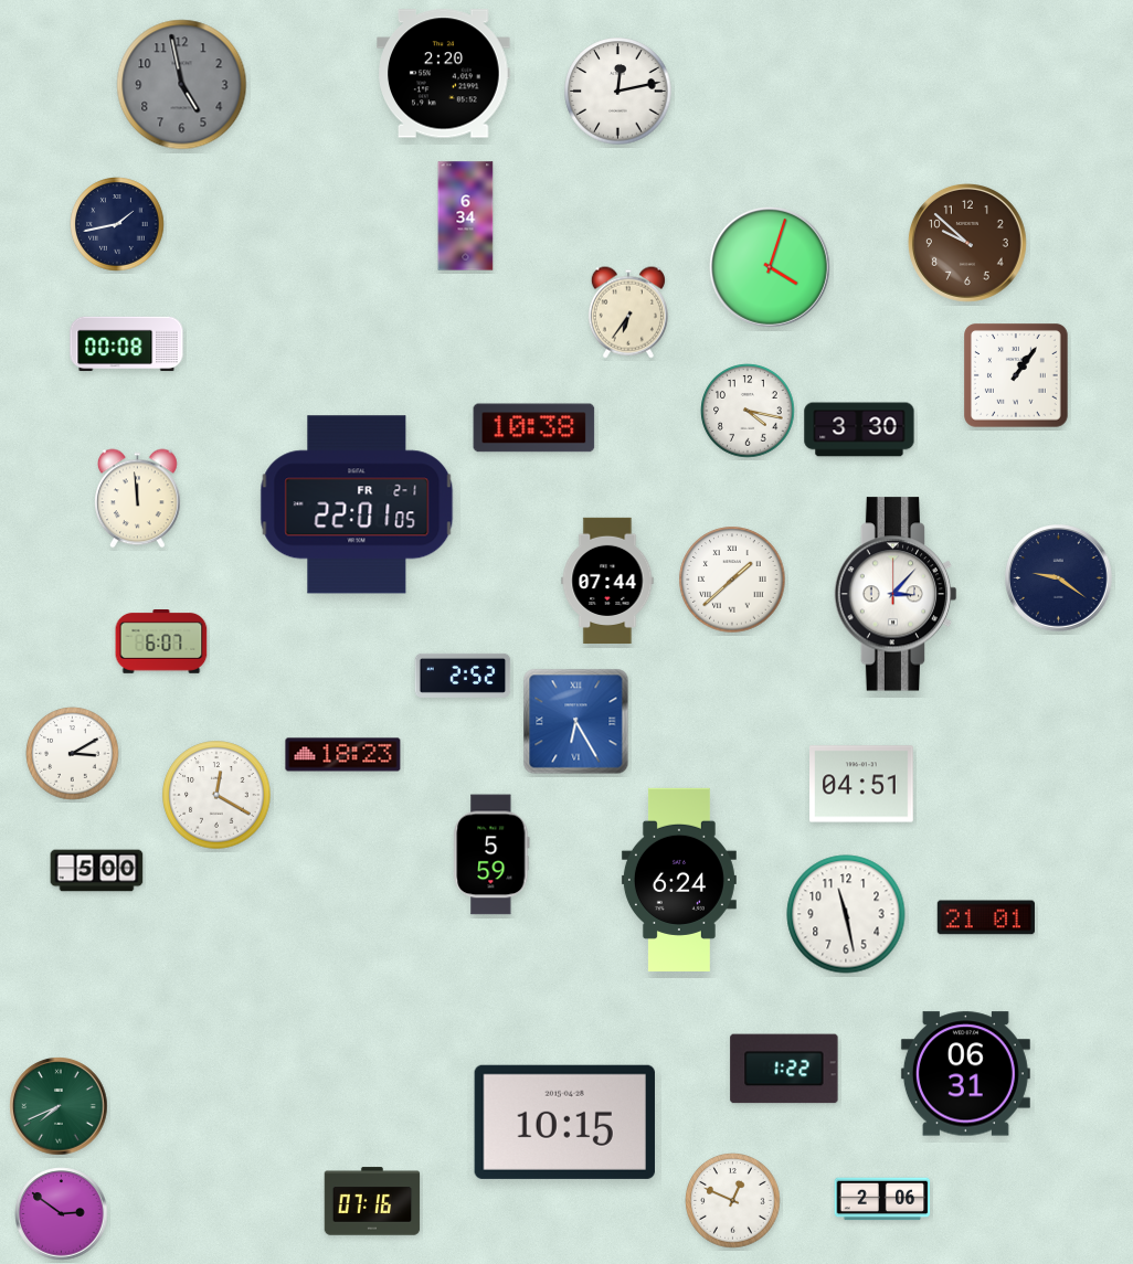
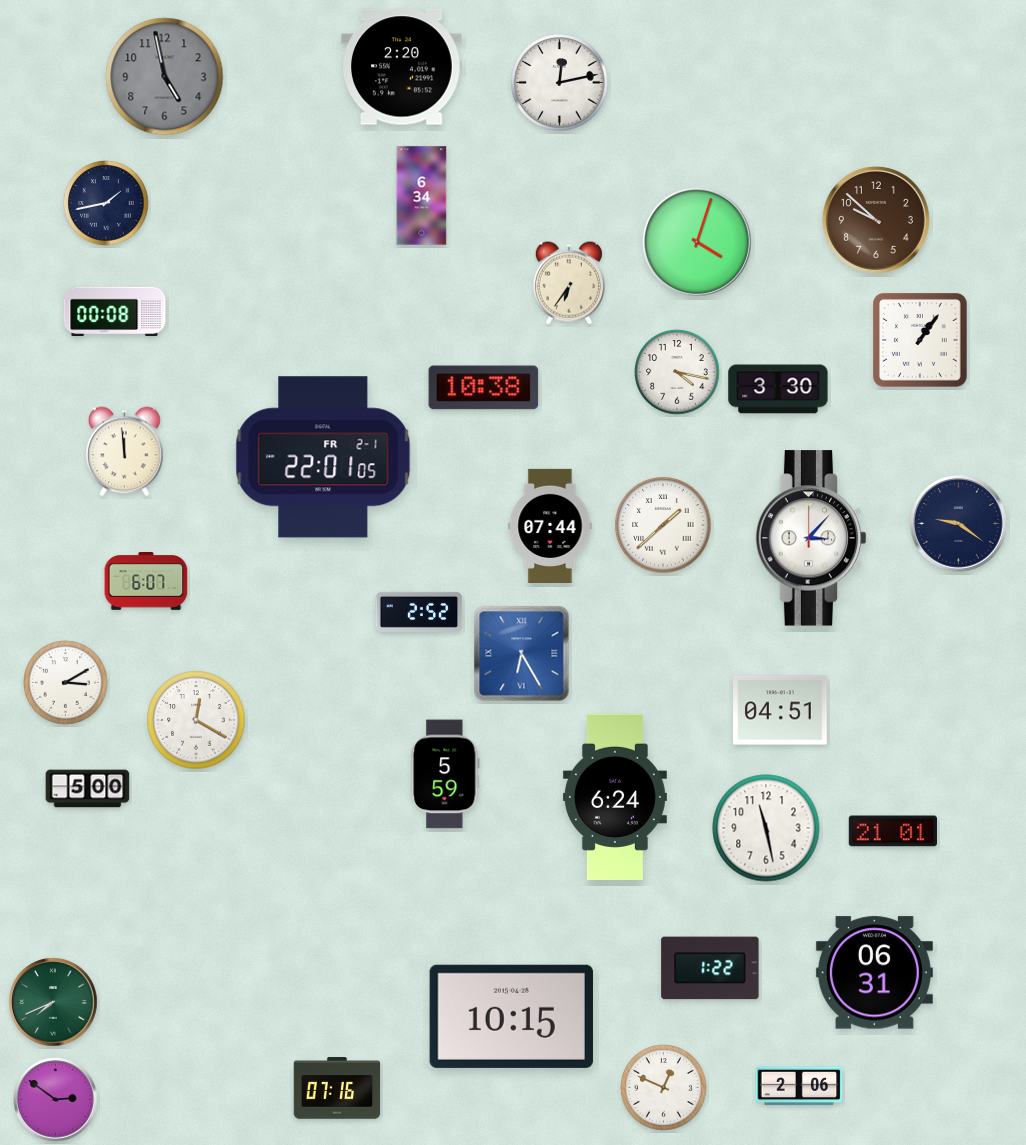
clock at (343, 755): 18:23 -> none
